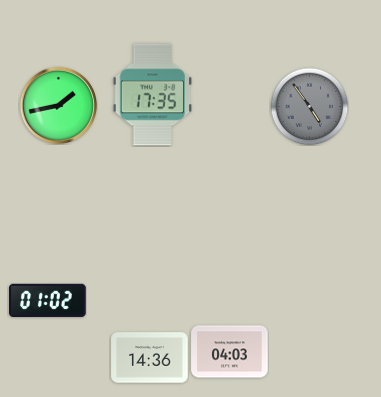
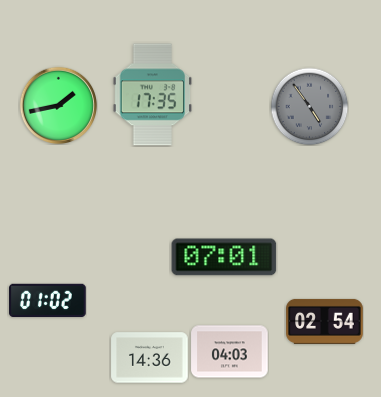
clock at (224, 257): none -> 07:01
clock at (325, 321): none -> 02:54
